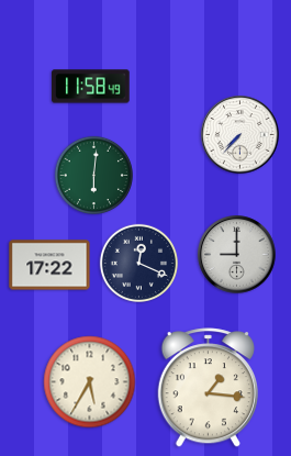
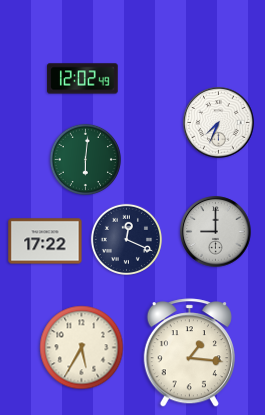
clock at (91, 87): 11:58 -> 12:02
clock at (240, 135): 7:37 -> 7:34
